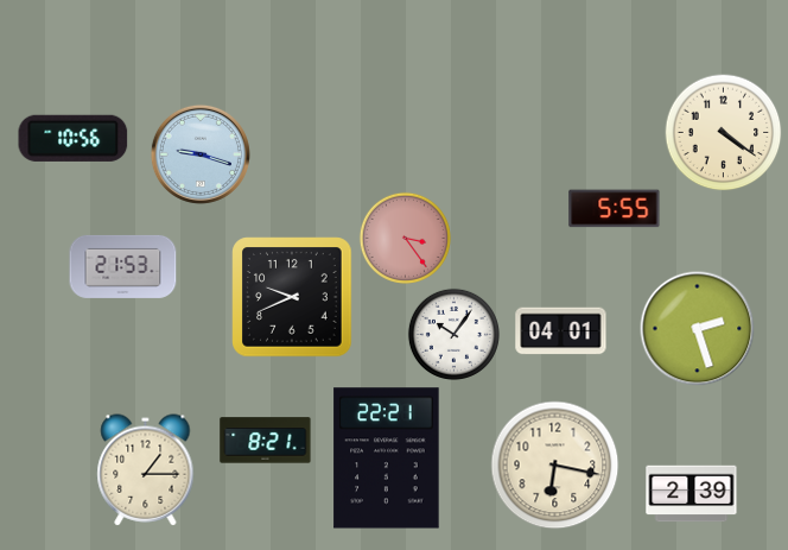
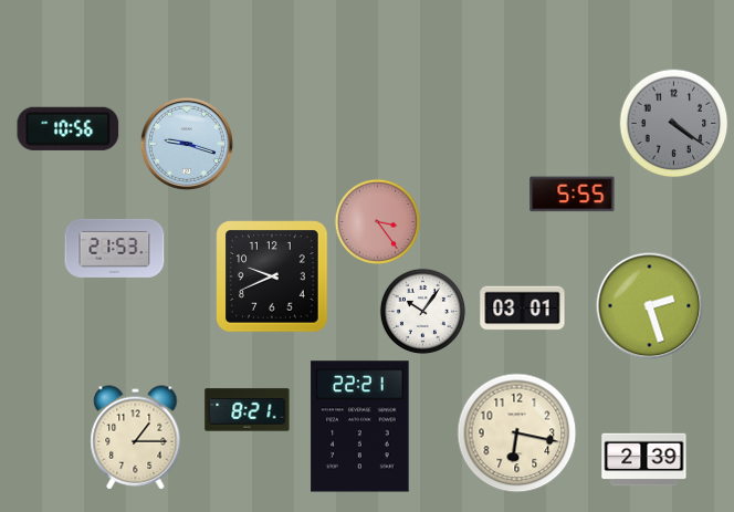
clock at (724, 133) dial: cream -> grey
clock at (561, 331): 04:01 -> 03:01
